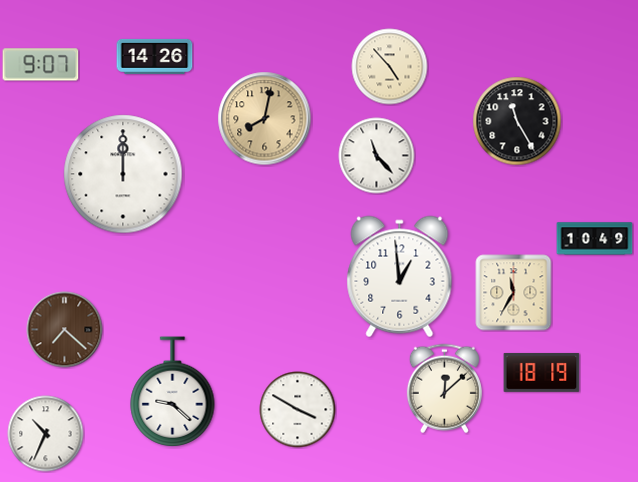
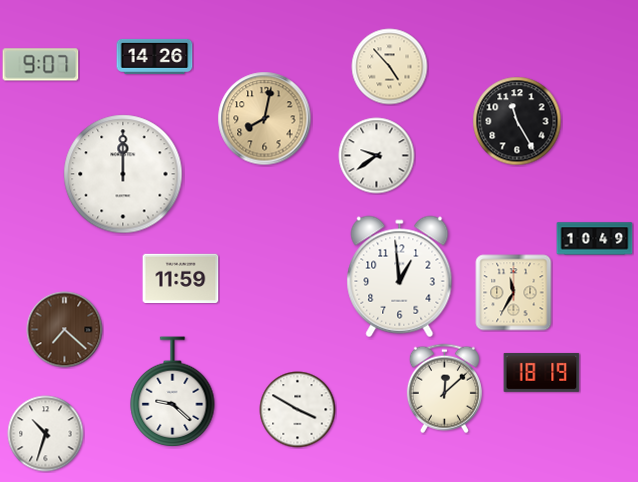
clock at (377, 156): 11:23 -> 9:39
clock at (181, 278): none -> 11:59
clock at (46, 434): 10:34 -> 10:33
